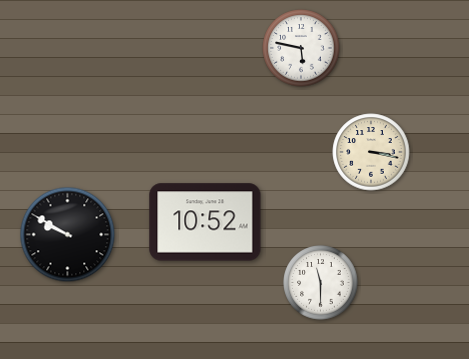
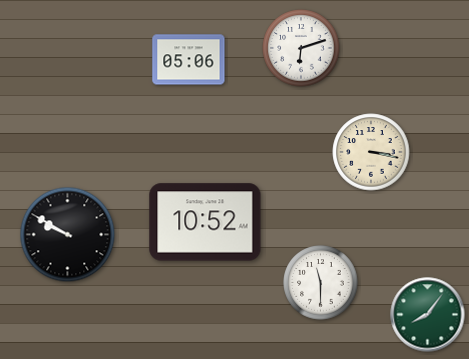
clock at (301, 48): 5:47 -> 6:12
clock at (189, 60): none -> 05:06
clock at (428, 315): none -> 8:06
